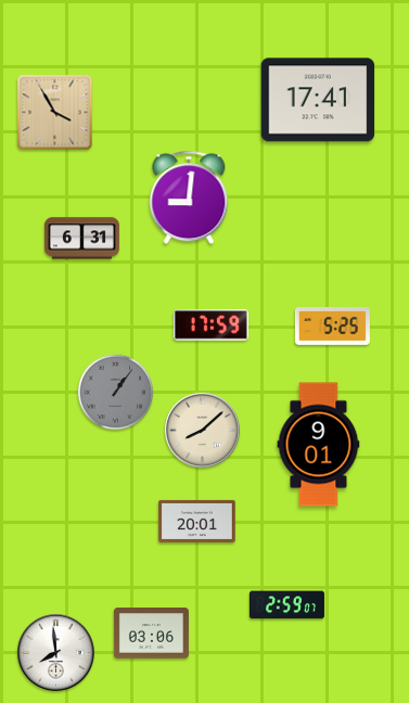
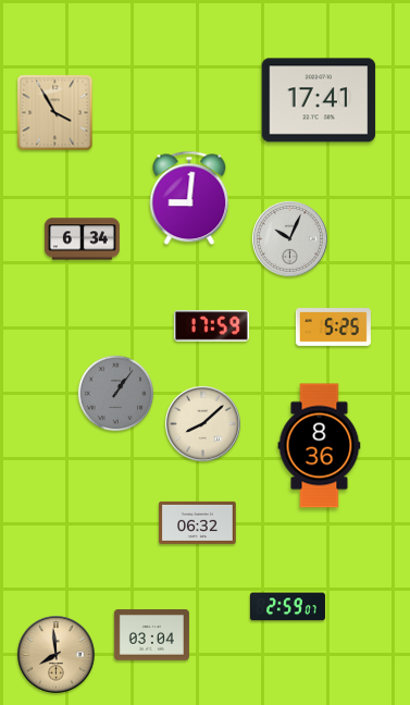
clock at (81, 239): 6:31 -> 6:34
clock at (290, 239): none -> 10:04
clock at (203, 431) position: (203, 431) -> (203, 424)
clock at (319, 445): 9:01 -> 8:36
clock at (197, 521): 20:01 -> 06:32
clock at (151, 634): 03:06 -> 03:04
clock at (56, 653) dial: white -> champagne
